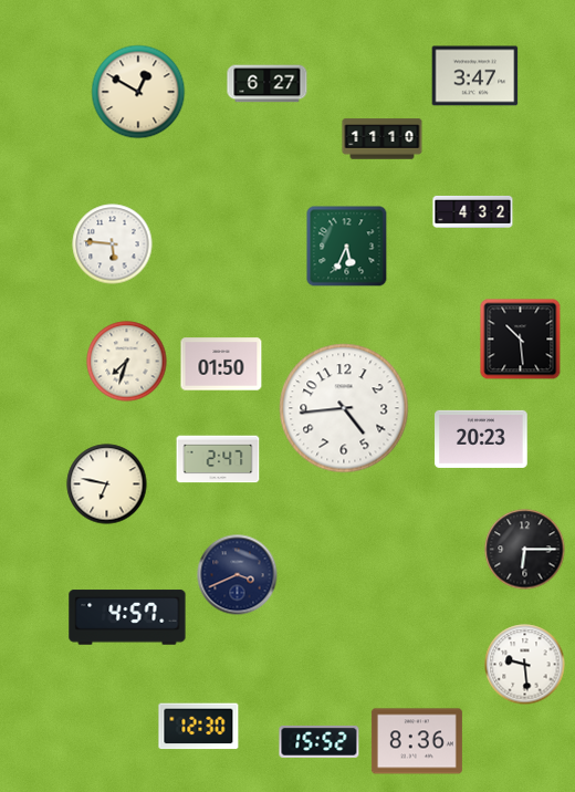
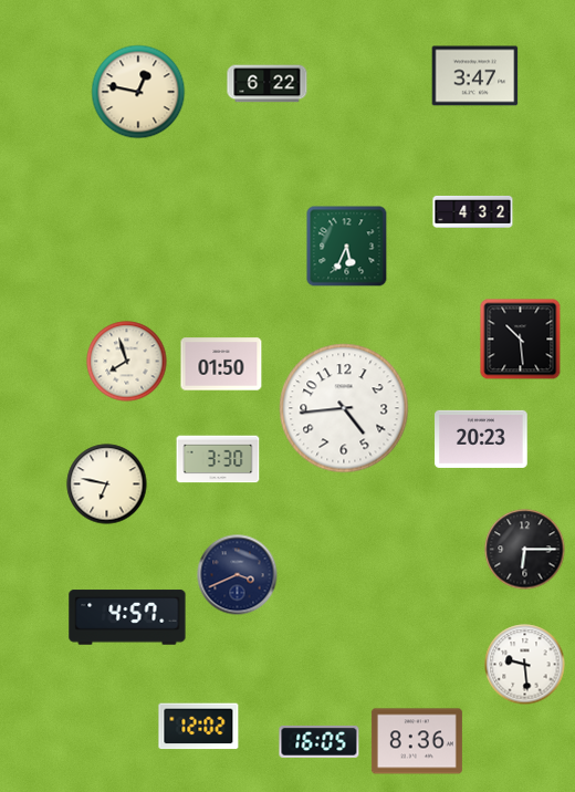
clock at (268, 84): 6:27 -> 6:22
clock at (138, 92): 12:50 -> 12:47
clock at (383, 139): 11:10 -> none
clock at (113, 244): 5:46 -> none
clock at (127, 362): 7:33 -> 7:57
clock at (218, 459): 2:47 -> 3:30
clock at (199, 727): 12:30 -> 12:02
clock at (320, 741): 15:52 -> 16:05
